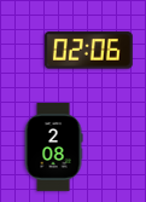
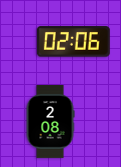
clock at (53, 146) position: (53, 146) -> (50, 121)
